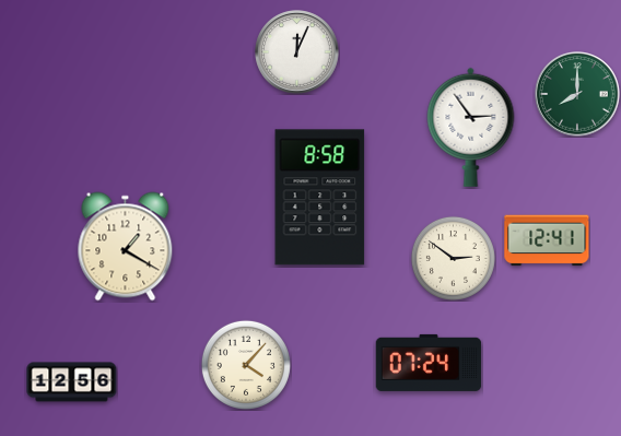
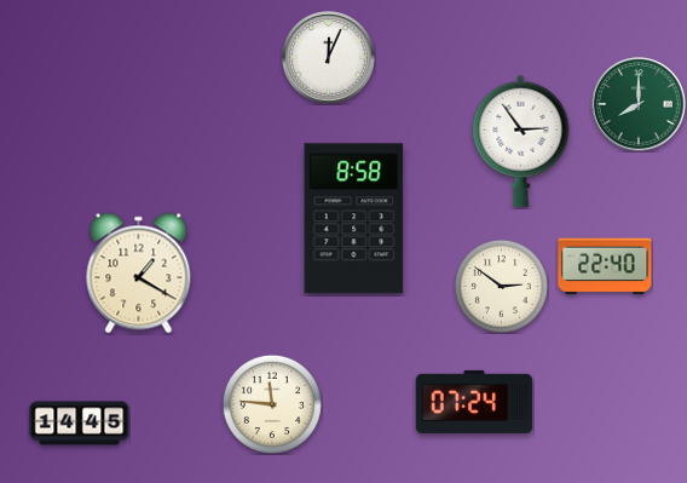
clock at (547, 240): 12:41 -> 22:40
clock at (246, 365): 4:07 -> 11:46
clock at (72, 382): 12:56 -> 14:45
